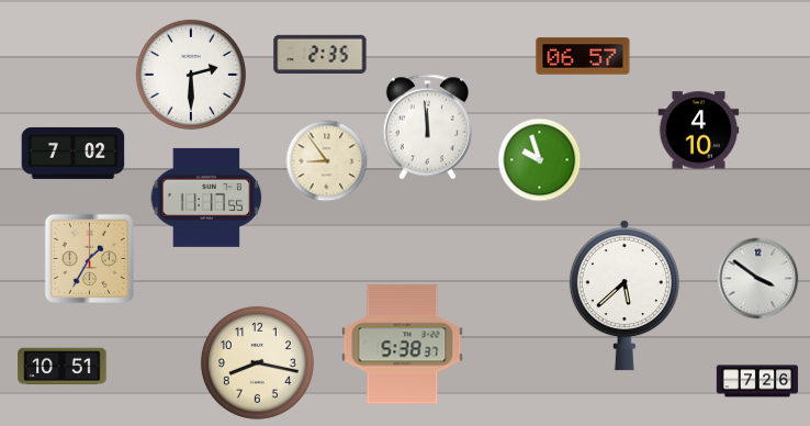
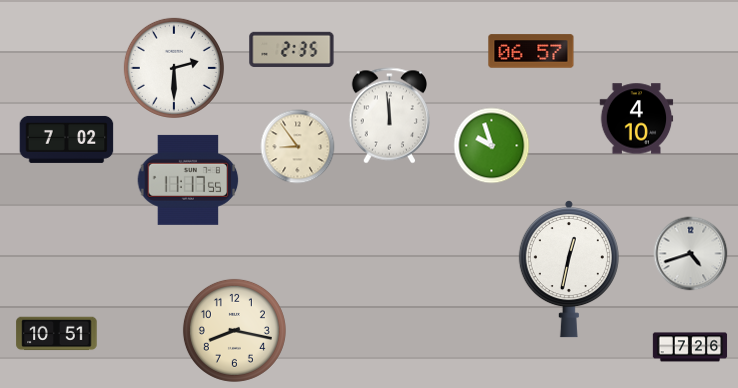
clock at (89, 258): 1:35 -> none
clock at (758, 279): 3:51 -> 4:42
clock at (625, 296): 5:38 -> 12:32
clock at (403, 345): 5:38 -> none
